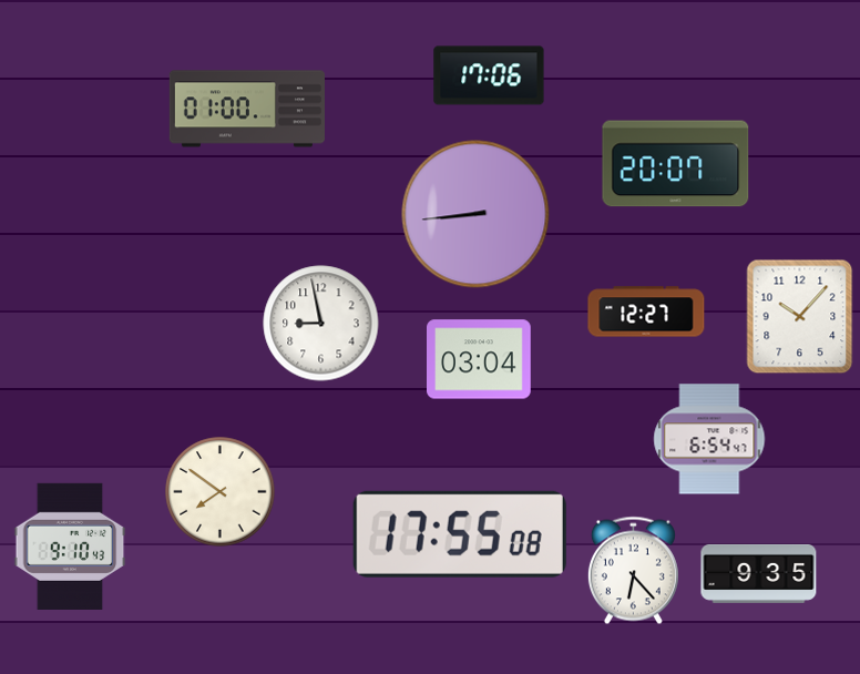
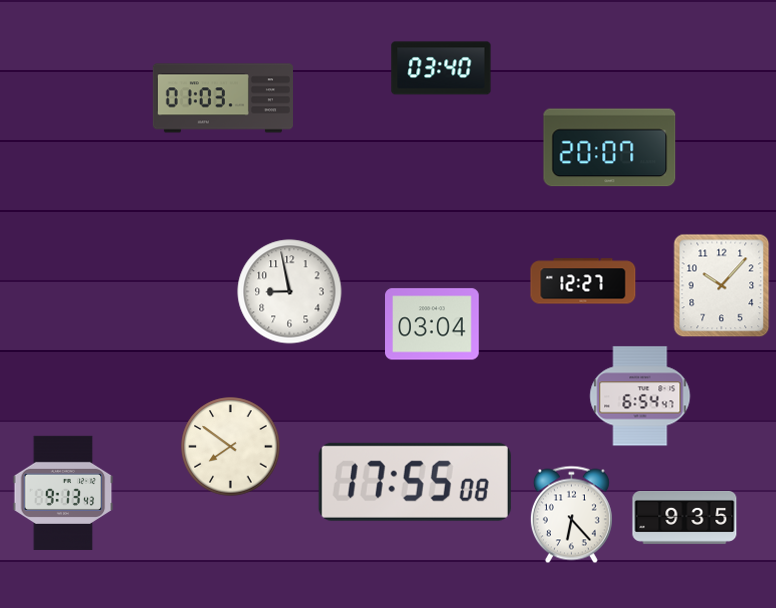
clock at (489, 75): 17:06 -> 03:40
clock at (246, 109): 01:00 -> 01:03
clock at (475, 214): 8:44 -> none
clock at (221, 492) position: (221, 492) -> (231, 447)
clock at (70, 547): 9:10 -> 9:13
